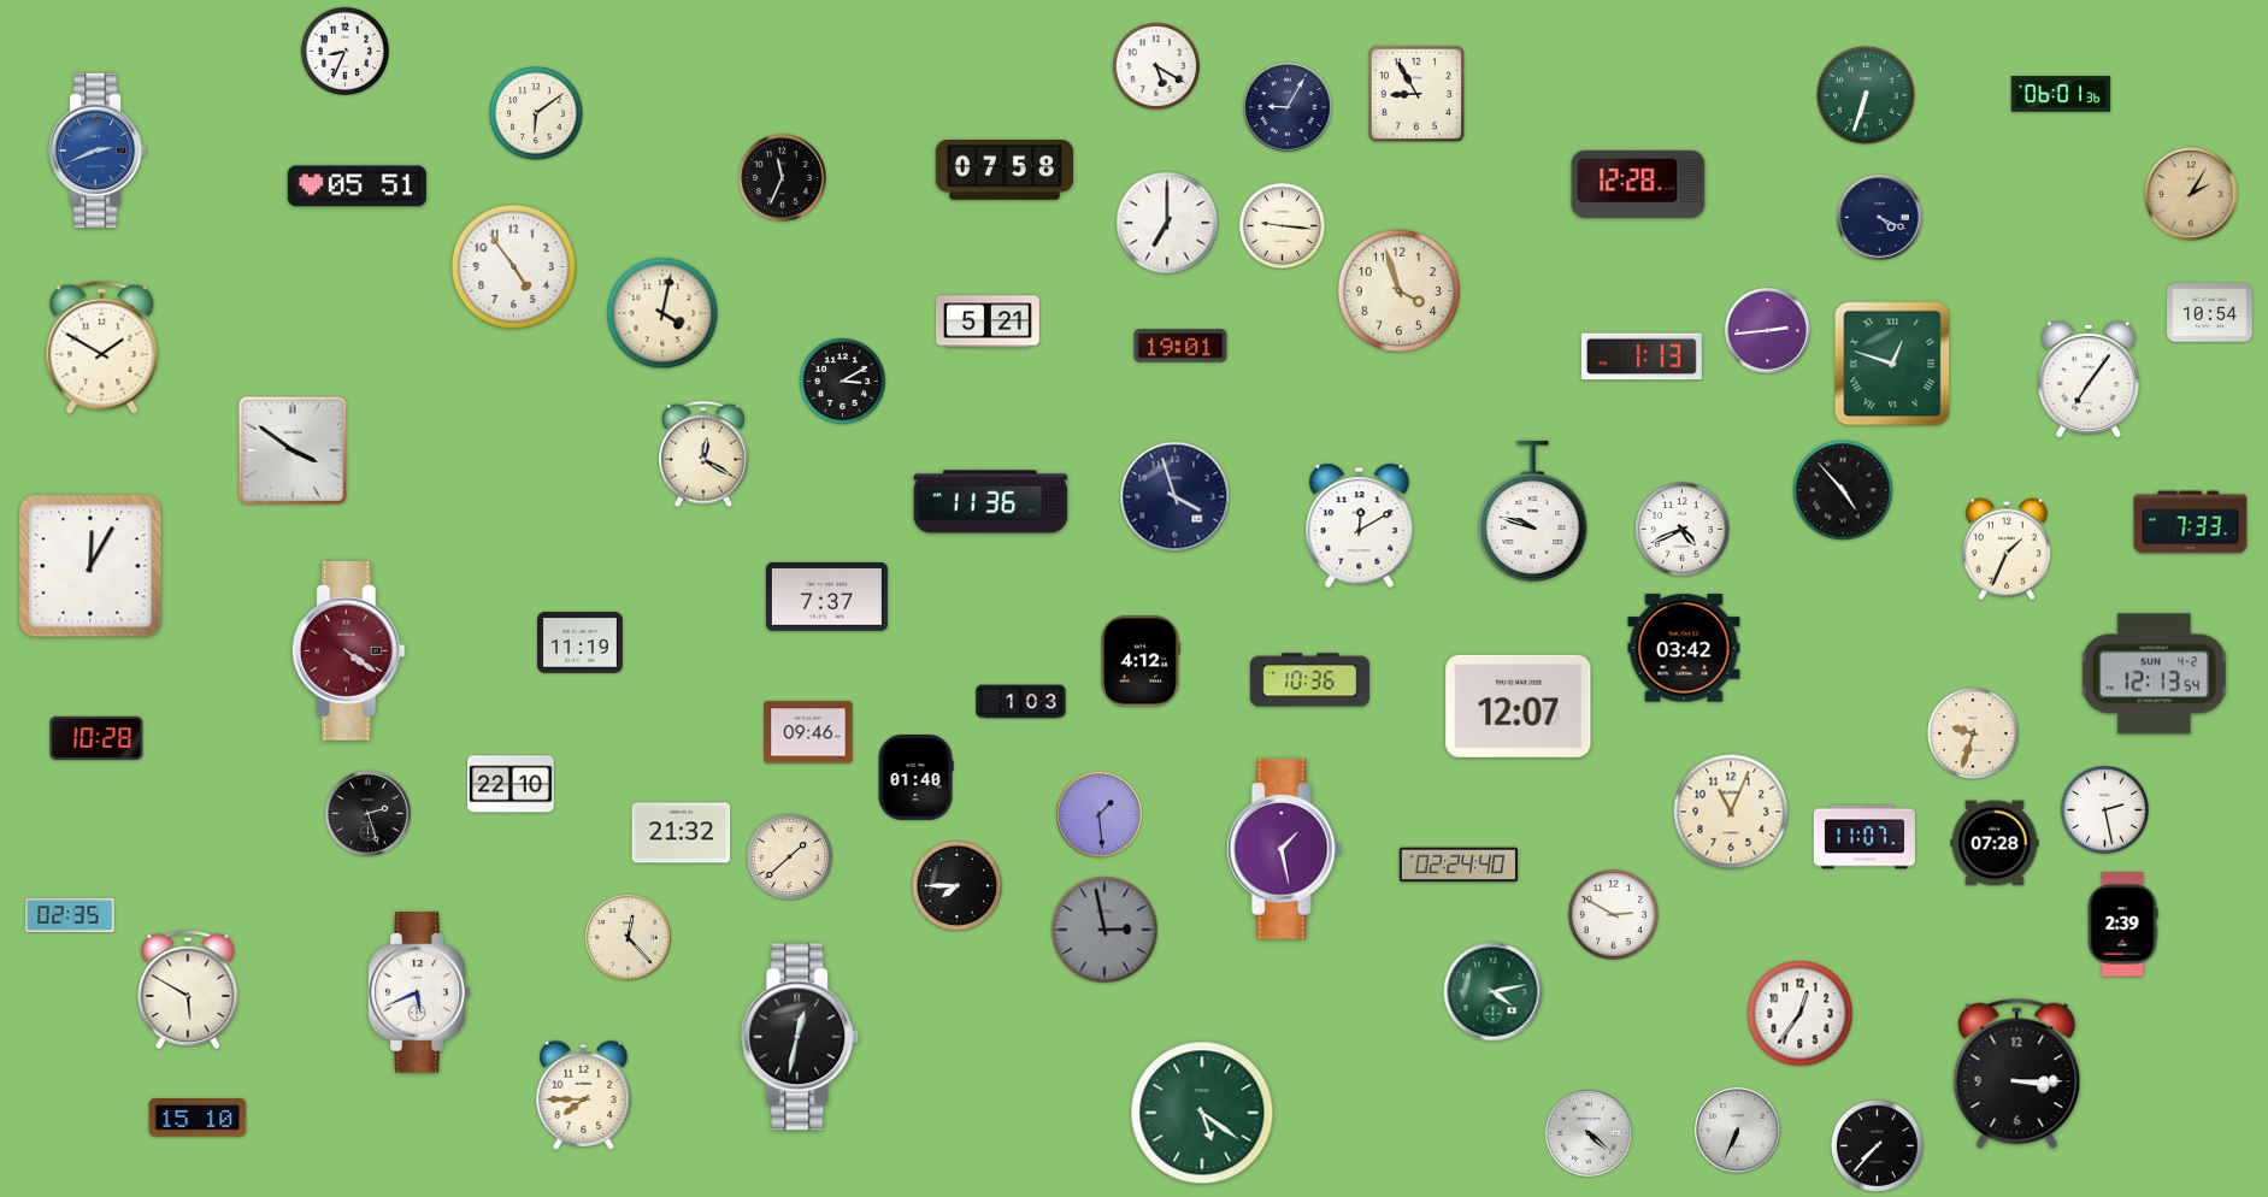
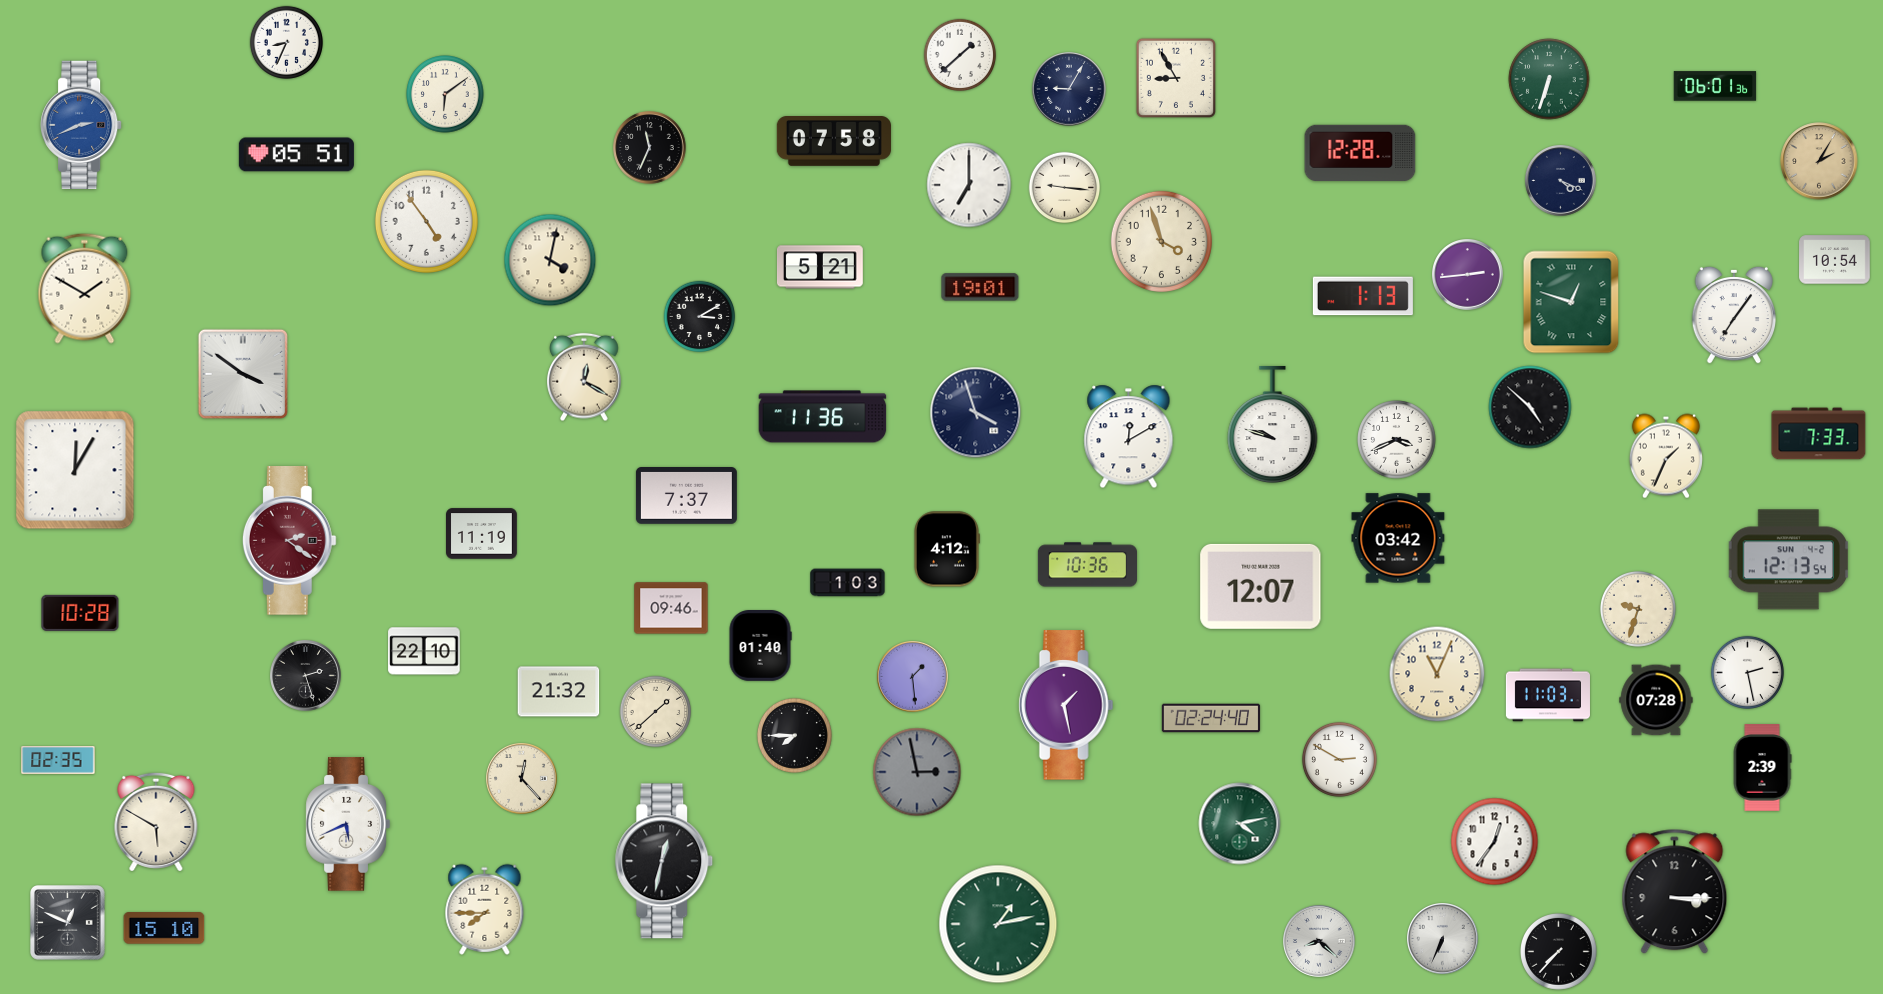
clock at (1155, 65): 5:20 -> 1:38
clock at (2061, 94) position: (2061, 94) -> (1715, 86)
clock at (1843, 490): 4:53 -> 4:52
clock at (1683, 530): 4:41 -> 3:41
clock at (348, 651): 4:21 -> 2:21
clock at (682, 833) position: (682, 833) -> (559, 692)
clock at (1865, 837): 11:07 -> 11:03
clock at (68, 923): none -> 12:49
clock at (1202, 1113): 5:21 -> 1:13
clock at (1589, 1133): 4:22 -> 8:22
